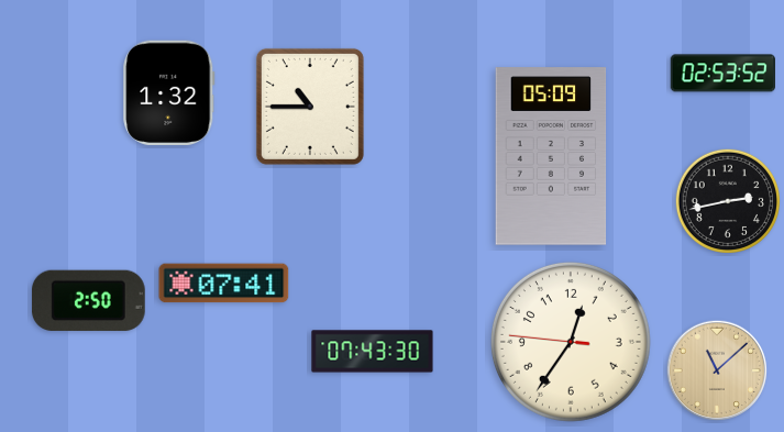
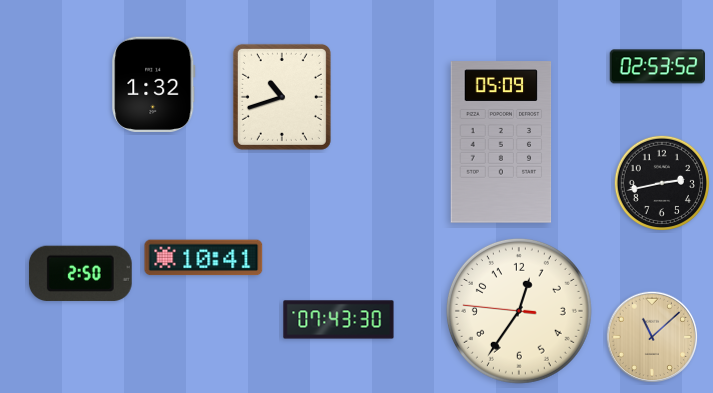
clock at (310, 107): 10:45 -> 10:42
clock at (224, 284): 07:41 -> 10:41
